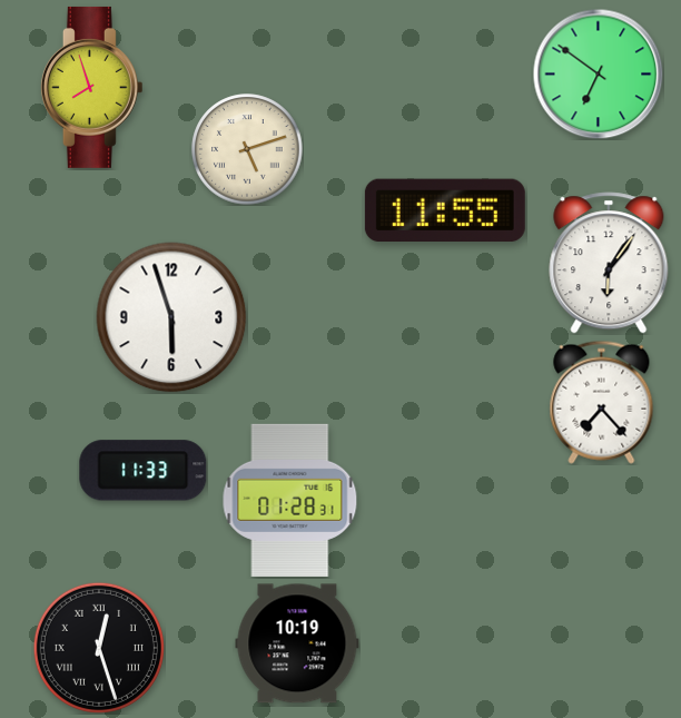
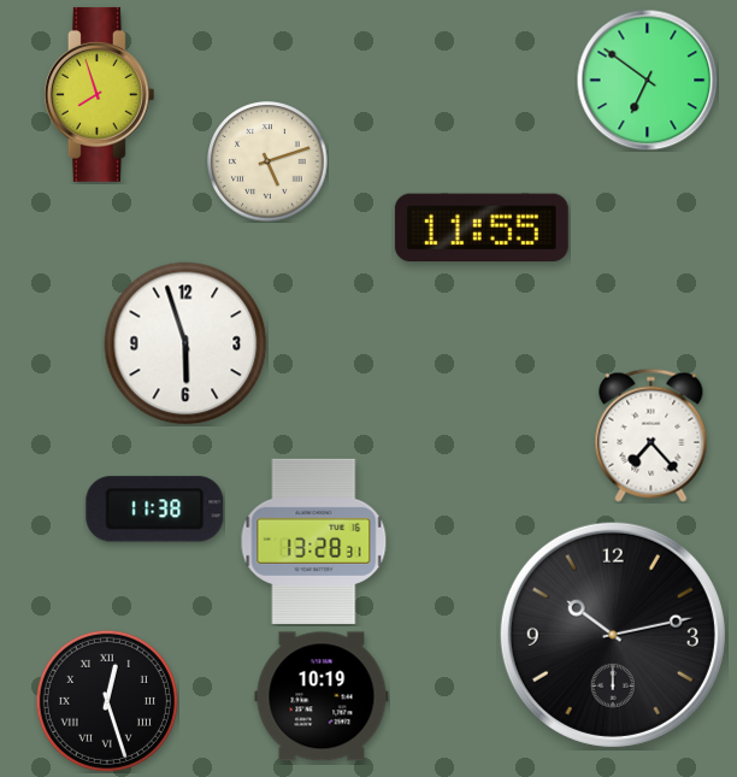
clock at (609, 263): 6:06 -> none
clock at (144, 471): 11:33 -> 11:38
clock at (290, 500): 01:28 -> 13:28
clock at (613, 635): none -> 10:13
